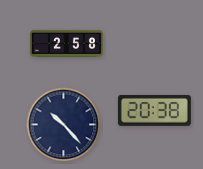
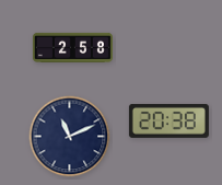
clock at (64, 125): 10:23 -> 11:11
